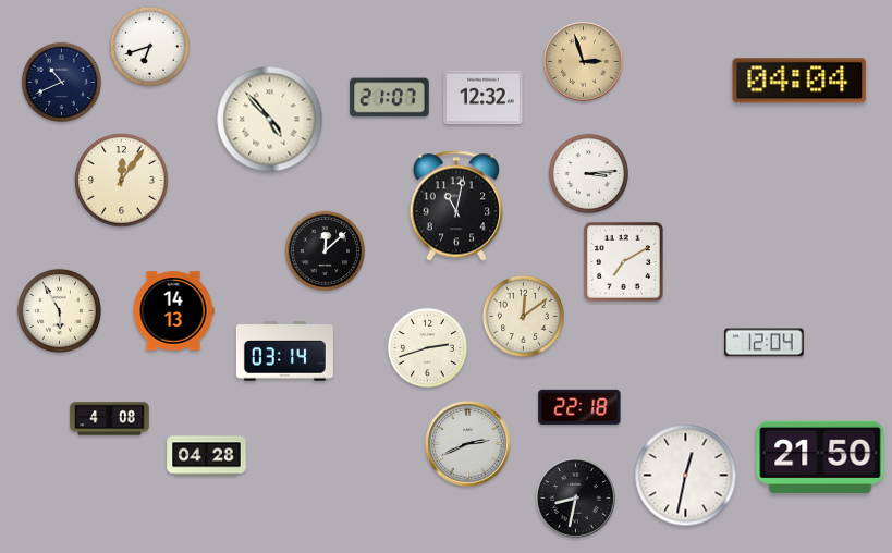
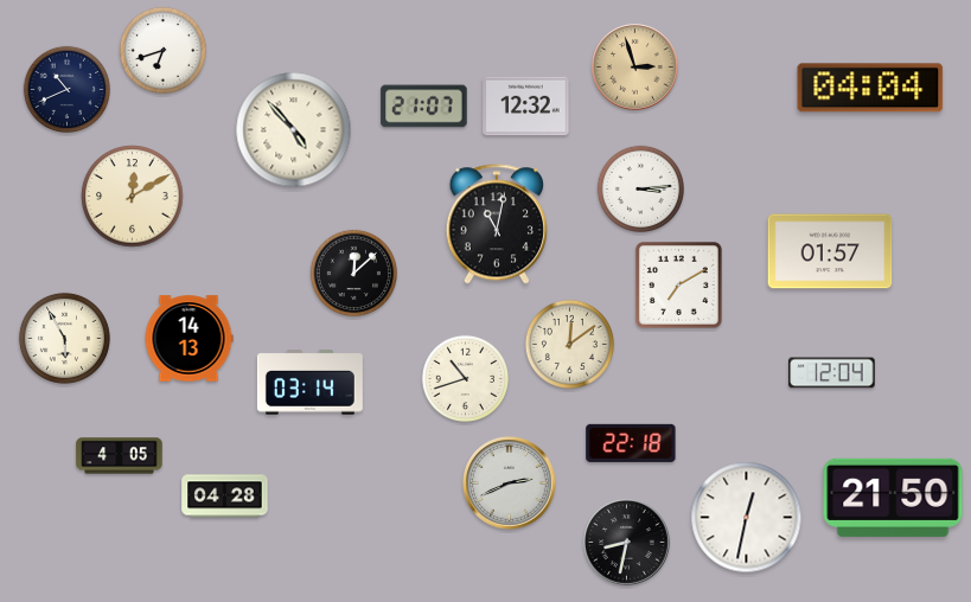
clock at (122, 181): 12:06 -> 12:10
clock at (830, 251): none -> 01:57
clock at (427, 347): 2:42 -> 10:42
clock at (110, 419): 4:08 -> 4:05
